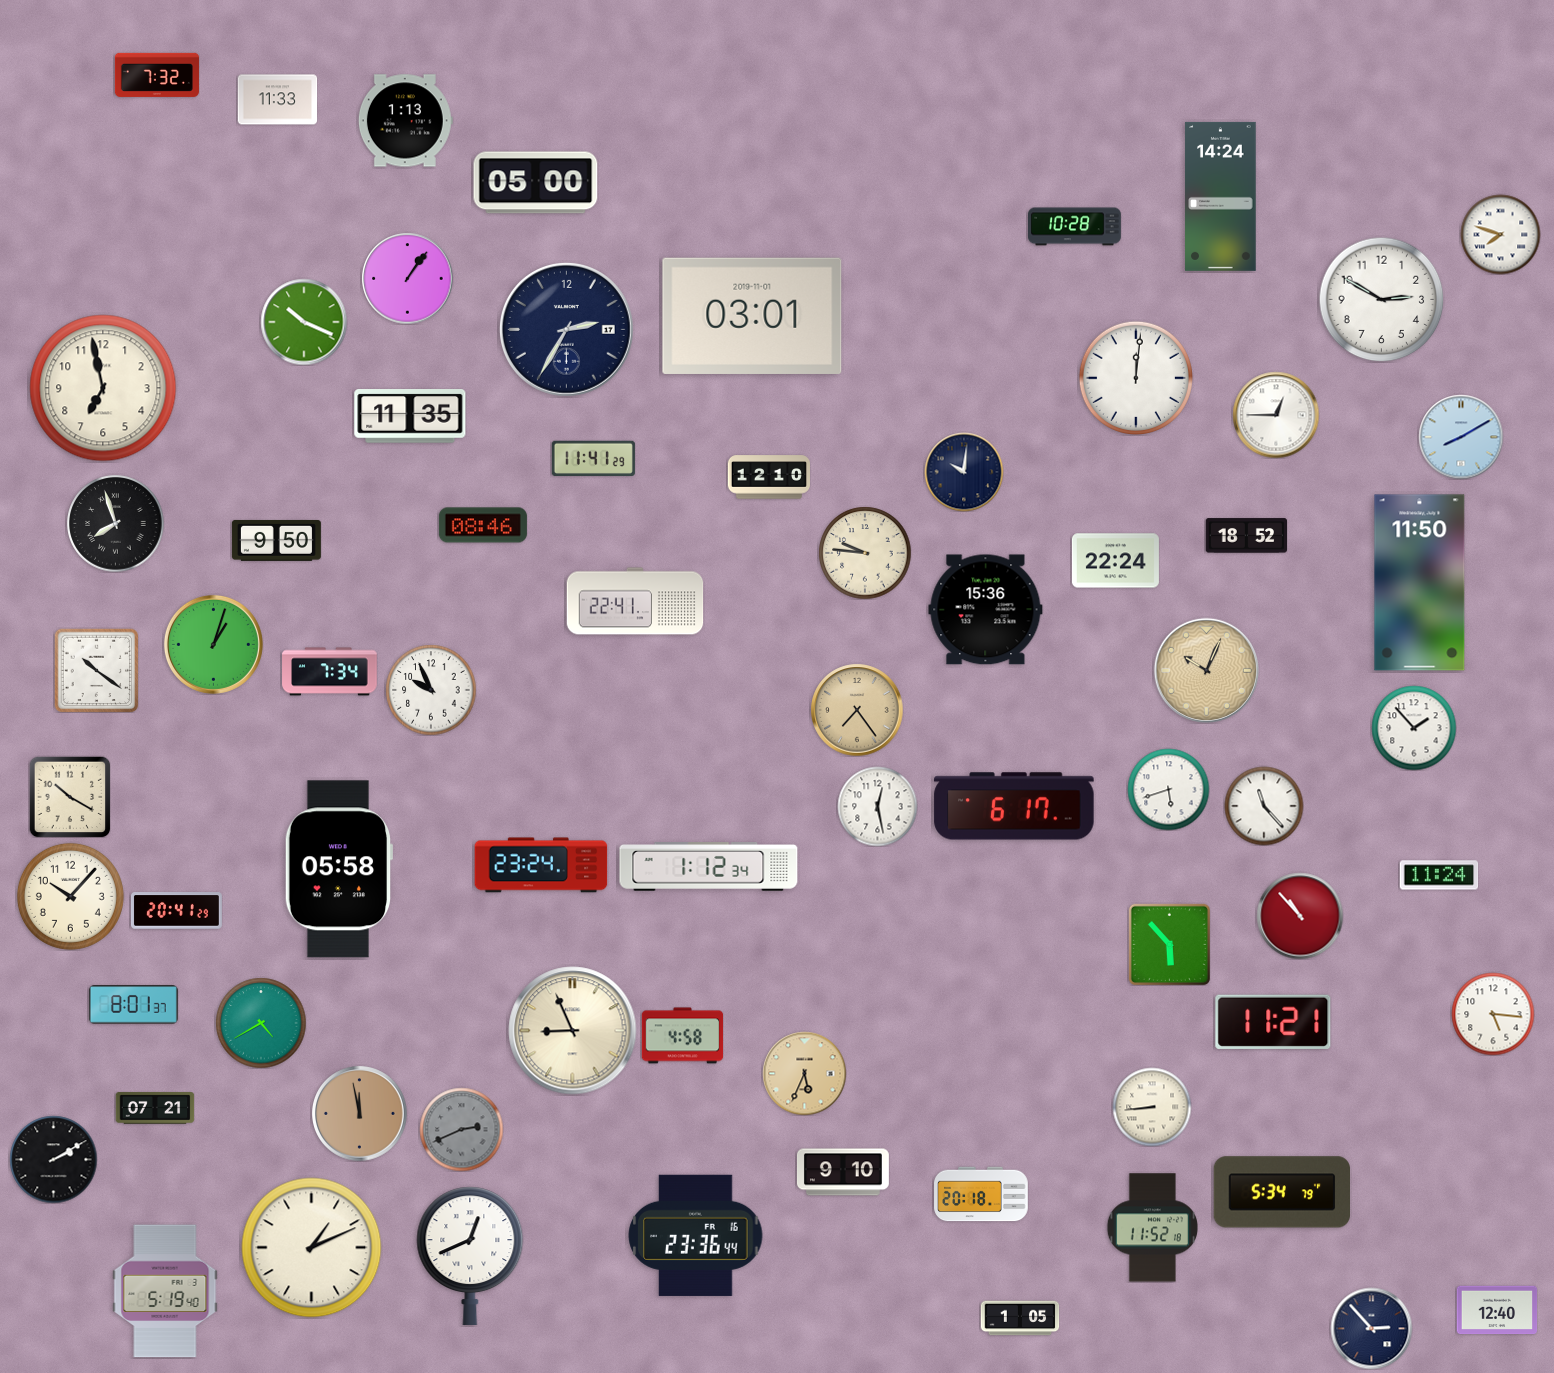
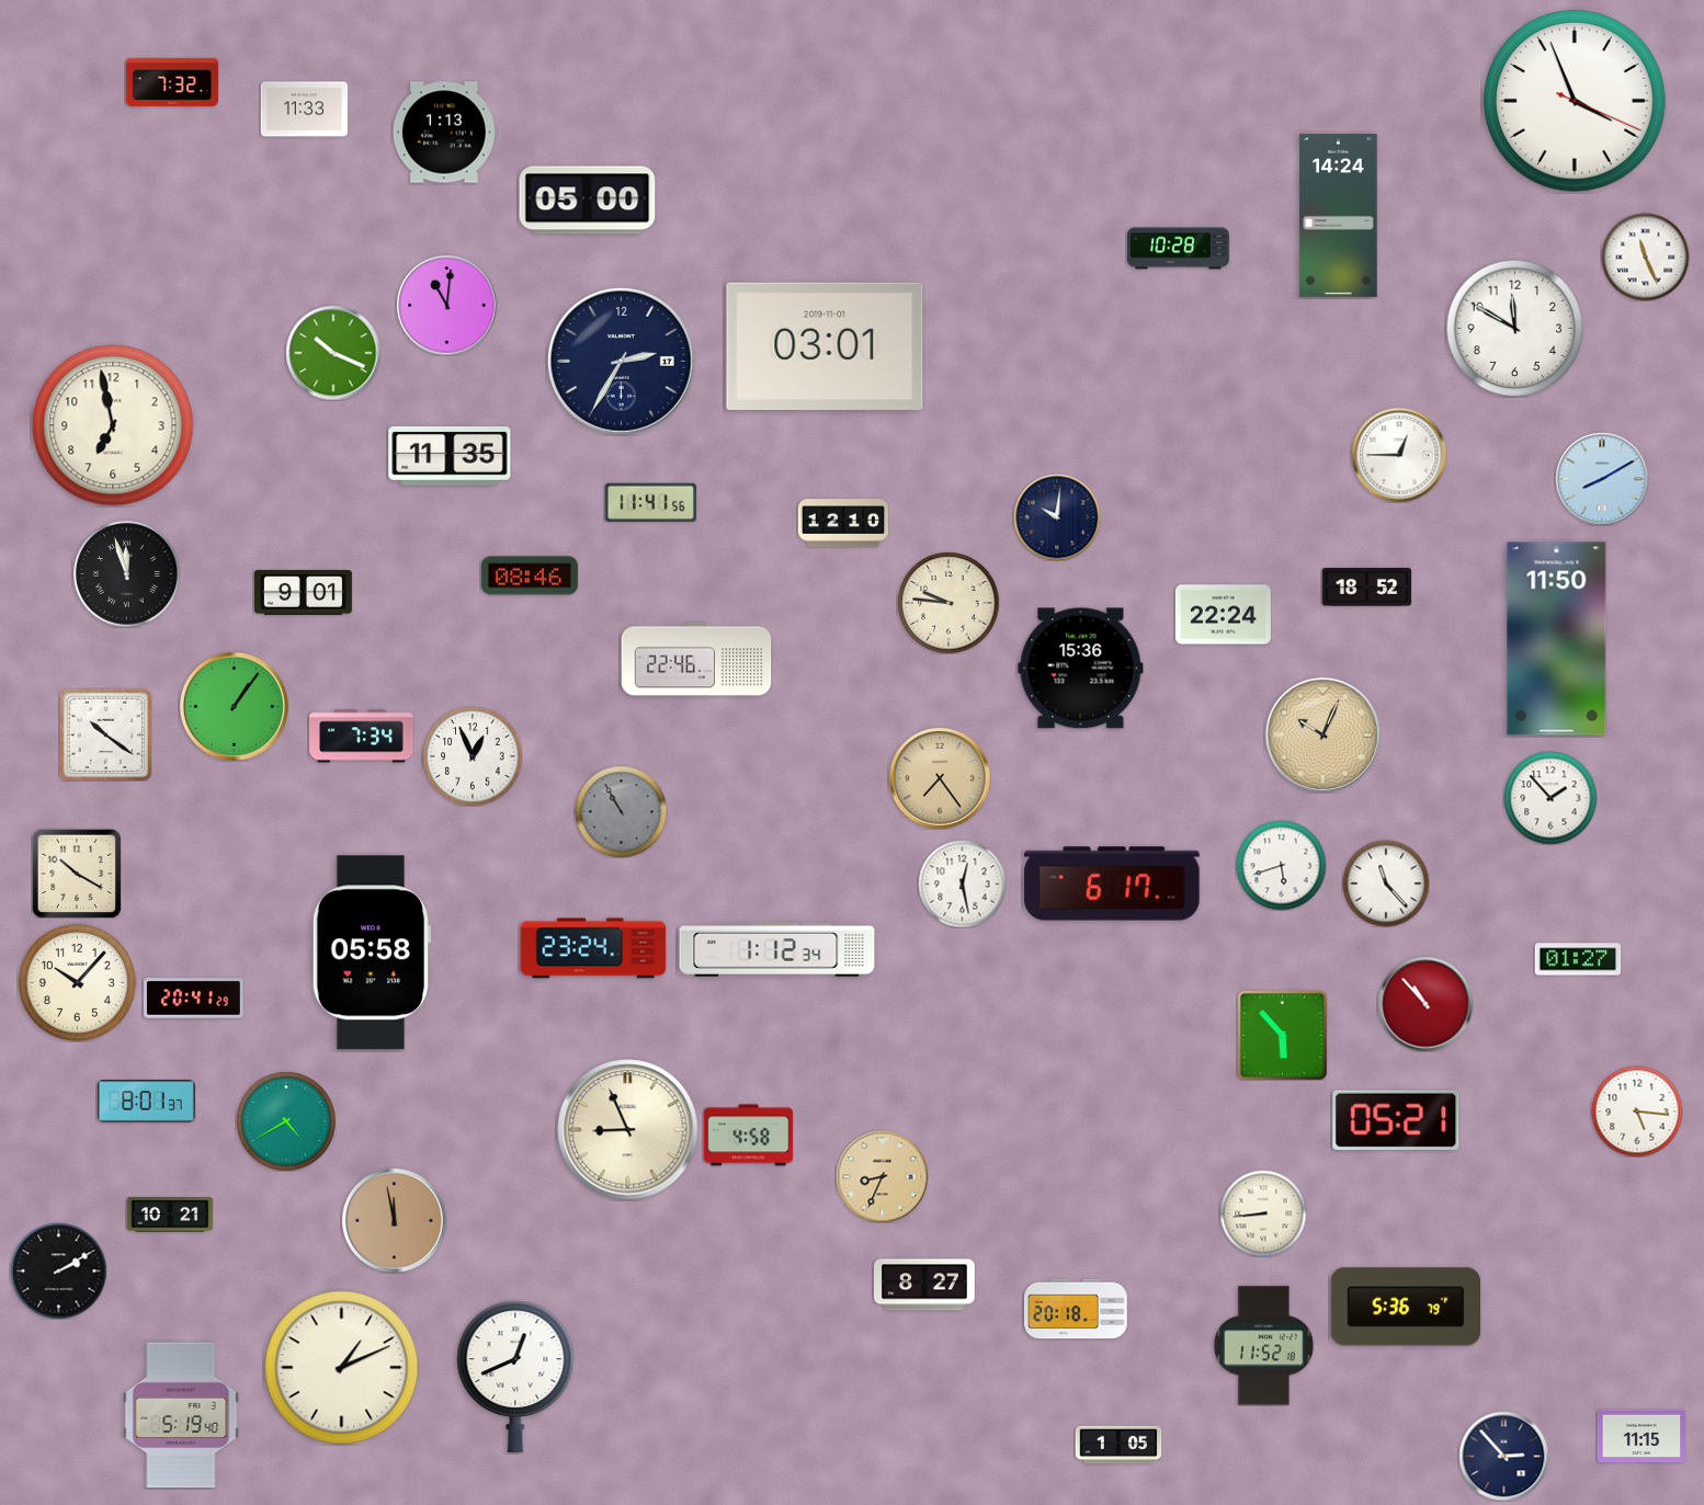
clock at (1576, 102): none -> 3:56
clock at (1500, 234): 7:48 -> 11:26
clock at (407, 278): 1:06 -> 11:01
clock at (1381, 299): 2:50 -> 11:50
clock at (1136, 378): 12:01 -> none
clock at (593, 459): 11:41:29 -> 11:41:56
clock at (116, 524): 7:57 -> 11:57
clock at (276, 540): 9:50 -> 9:01
clock at (865, 553) position: (865, 553) -> (948, 603)
clock at (635, 601): 22:41 -> 22:46
clock at (213, 644): 1:03 -> 1:06
clock at (431, 690): 9:56 -> 12:56
clock at (621, 811): none -> 10:55
clock at (1439, 875): 11:24 -> 01:27
clock at (1273, 1022): 11:21 -> 05:21
clock at (804, 1073): 5:34 -> 8:34
clock at (155, 1108): 07:21 -> 10:21
clock at (461, 1129): 2:41 -> none
clock at (843, 1172): 9:10 -> 8:27
clock at (1282, 1192): 5:34 -> 5:36
clock at (696, 1235): 23:36 -> none
clock at (1497, 1310): 12:40 -> 11:15
